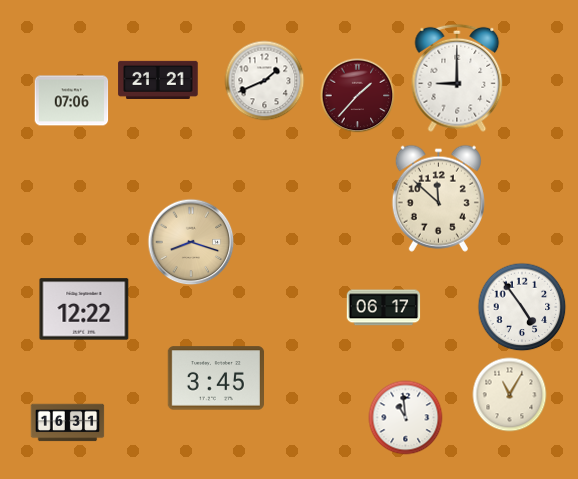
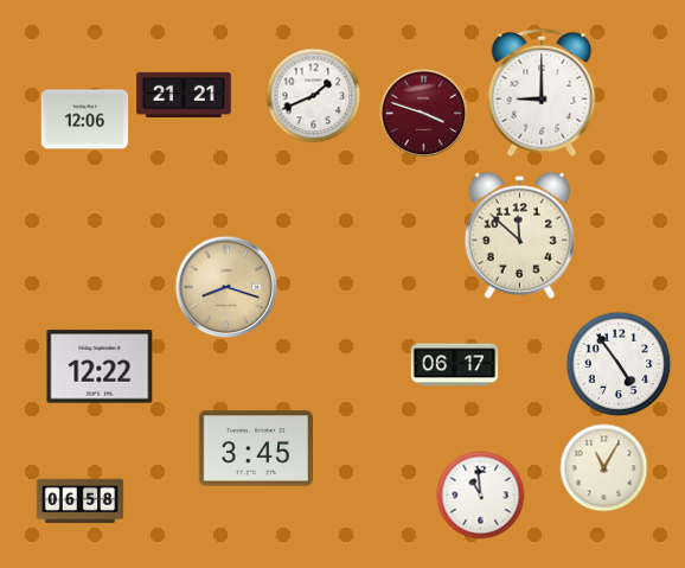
clock at (158, 80) position: (158, 80) -> (184, 95)
clock at (358, 96): 1:37 -> 3:48
clock at (72, 101): 07:06 -> 12:06
clock at (68, 423): 16:31 -> 06:58
